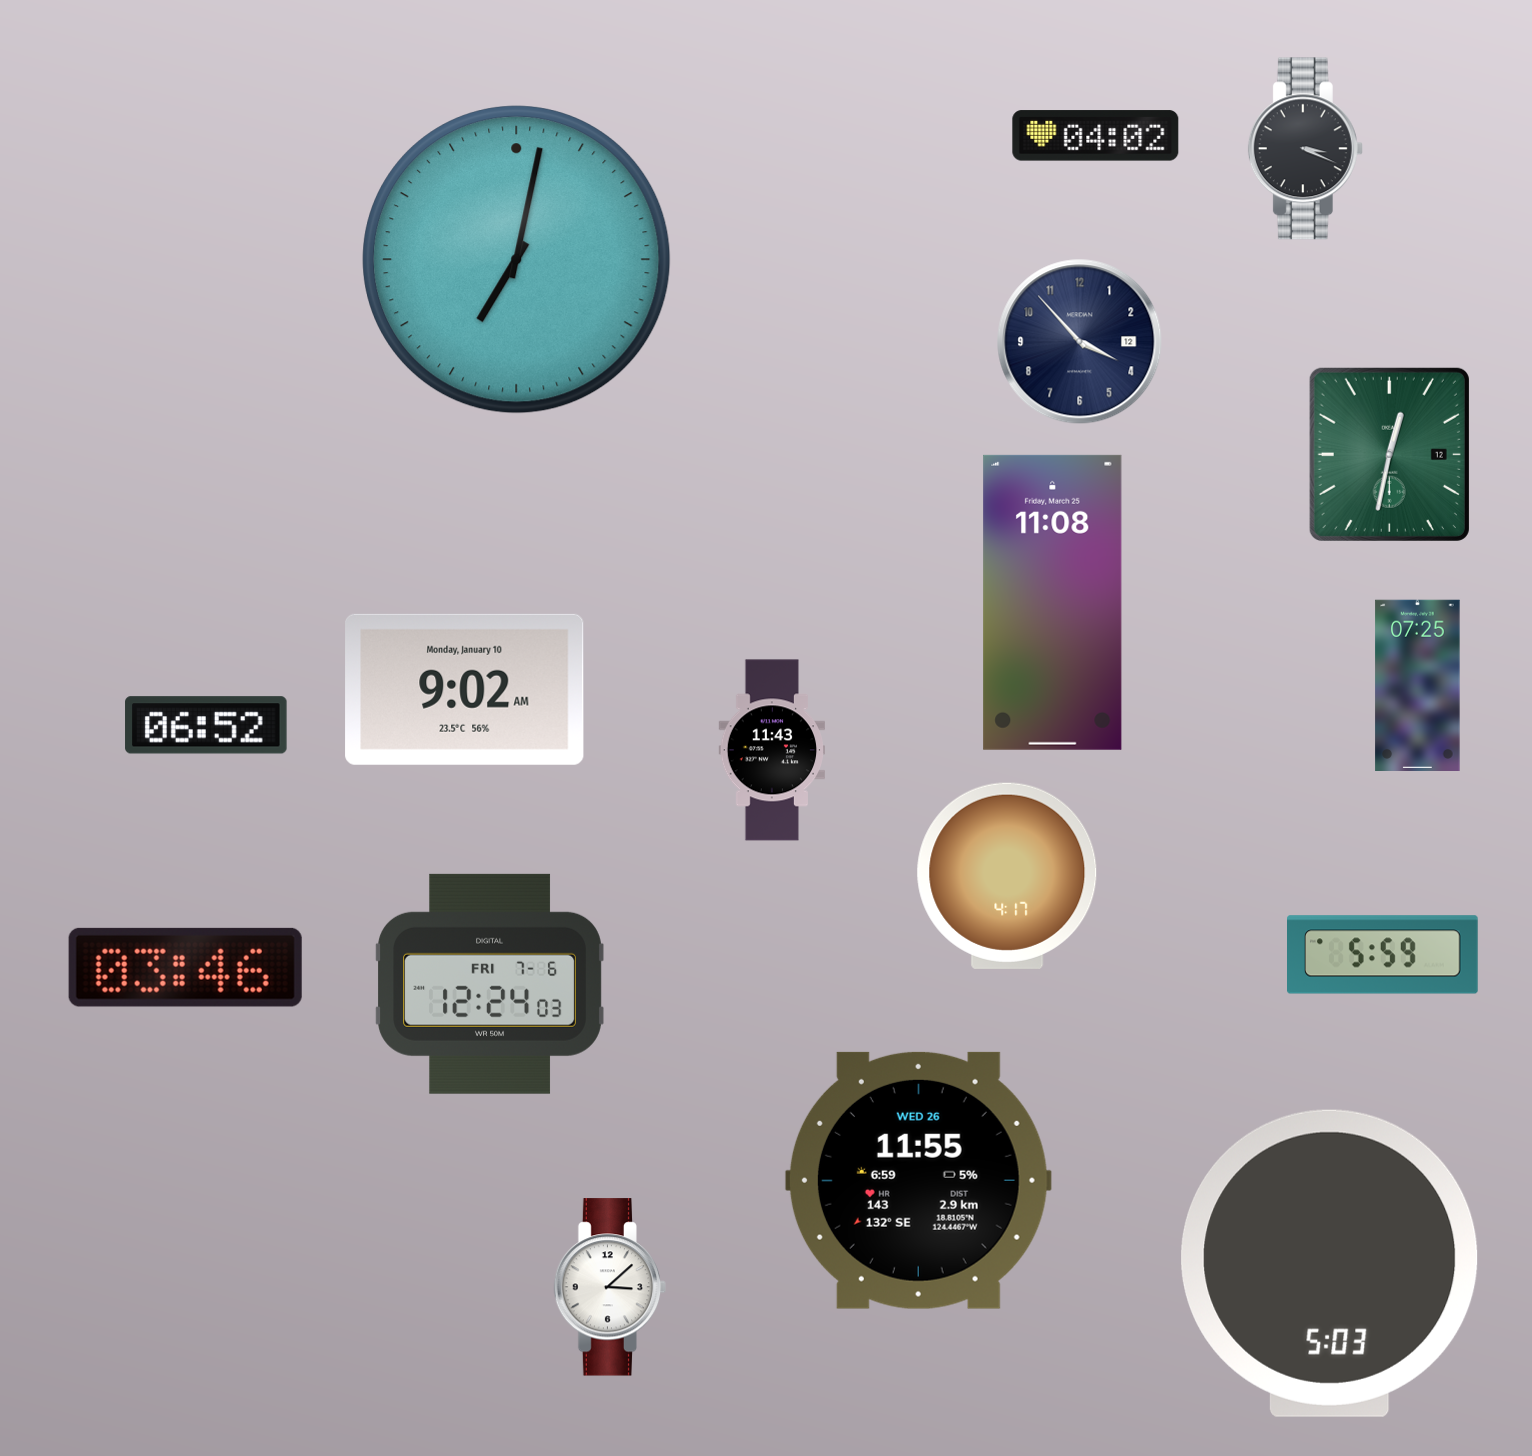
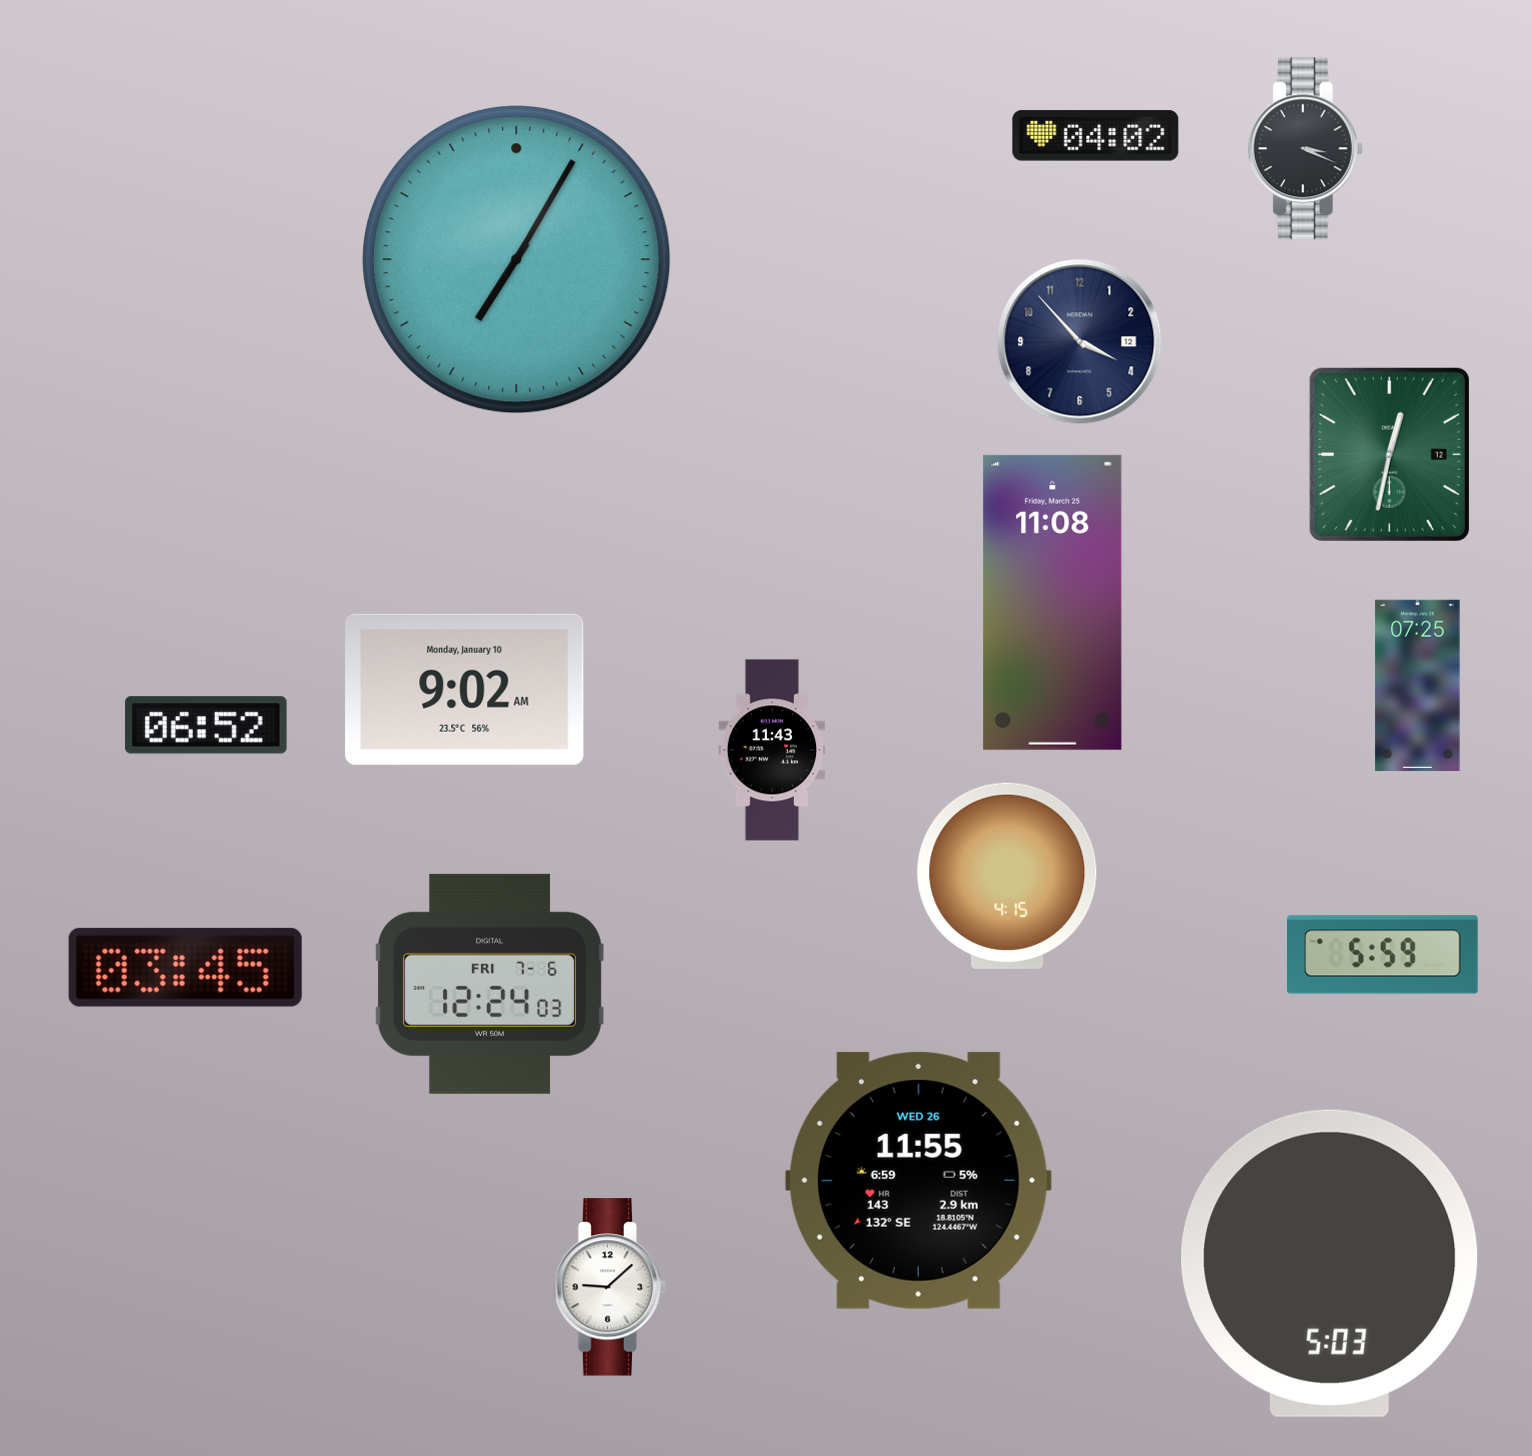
clock at (517, 260): 7:02 -> 7:05
clock at (1007, 876): 4:17 -> 4:15
clock at (185, 967): 03:46 -> 03:45
clock at (610, 1287): 3:08 -> 9:08
